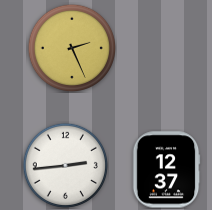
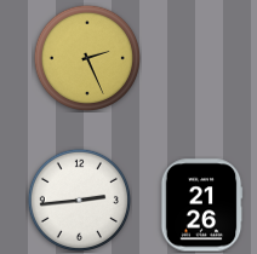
clock at (166, 170): 12:37 -> 21:26
